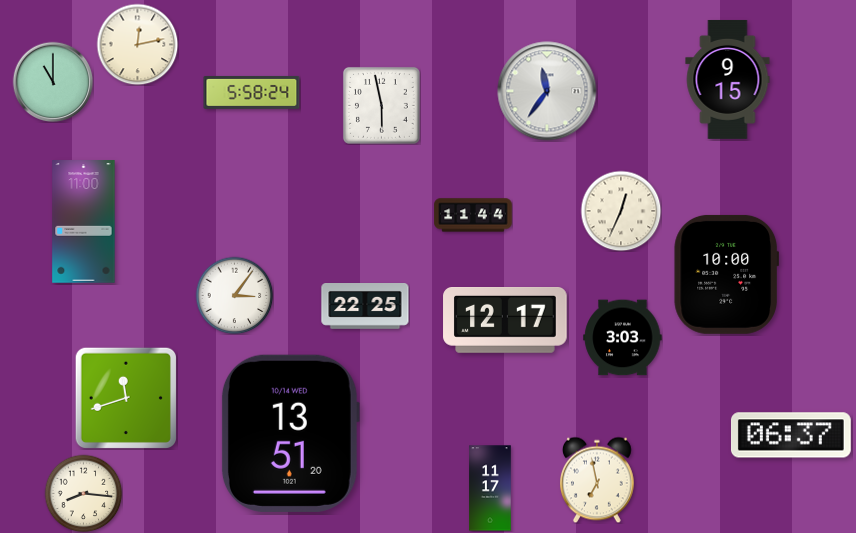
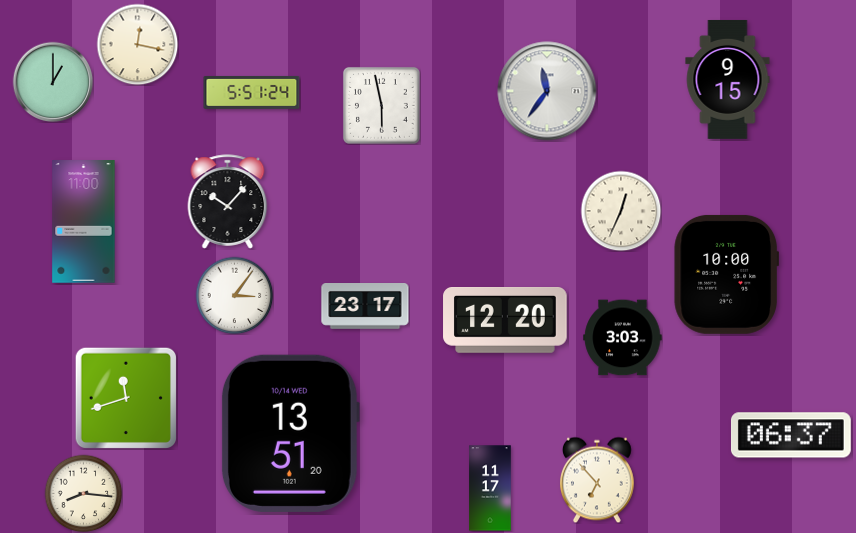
clock at (137, 44): 12:13 -> 12:17
clock at (53, 82): 11:00 -> 1:00
clock at (252, 92): 5:58 -> 5:51
clock at (228, 202): none -> 10:07
clock at (473, 215): 11:44 -> none
clock at (365, 307): 22:25 -> 23:17
clock at (505, 321): 12:17 -> 12:20
clock at (598, 480): 6:58 -> 6:53
